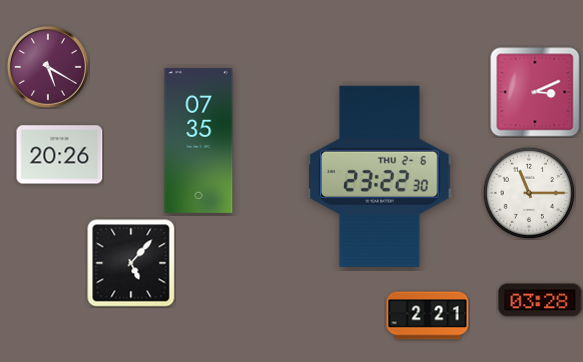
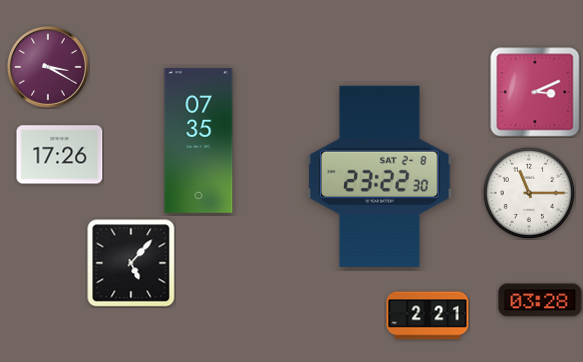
clock at (48, 67): 5:20 -> 3:20
clock at (60, 155): 20:26 -> 17:26
clock at (380, 176) date: THU 2-6 -> SAT 2-8
